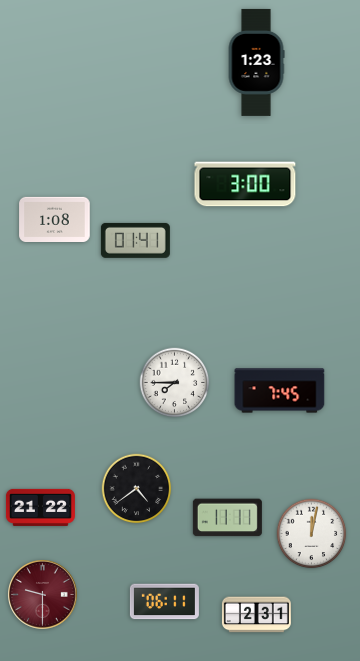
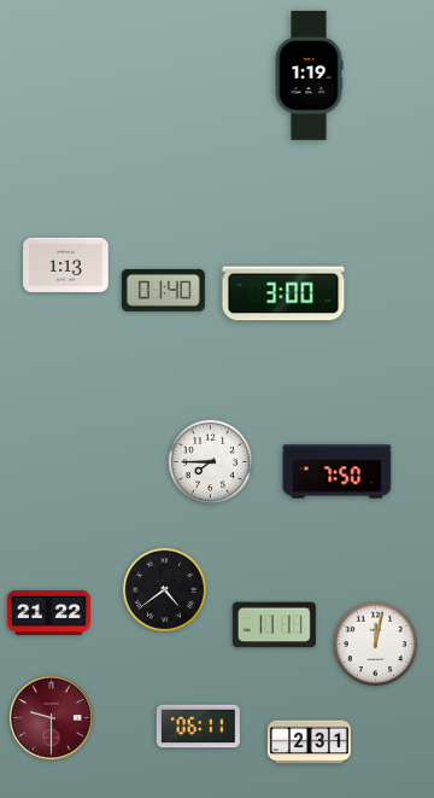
clock at (256, 62): 1:23 -> 1:19
clock at (245, 184) position: (245, 184) -> (283, 293)
clock at (55, 219): 1:08 -> 1:13
clock at (135, 240): 01:41 -> 01:40
clock at (280, 391): 7:45 -> 7:50
